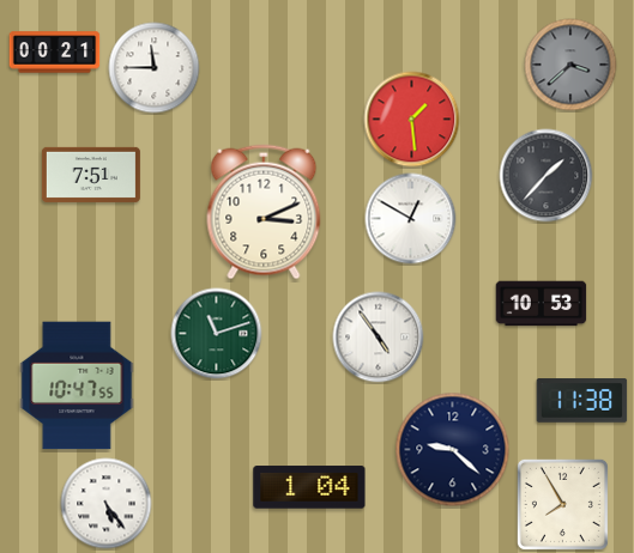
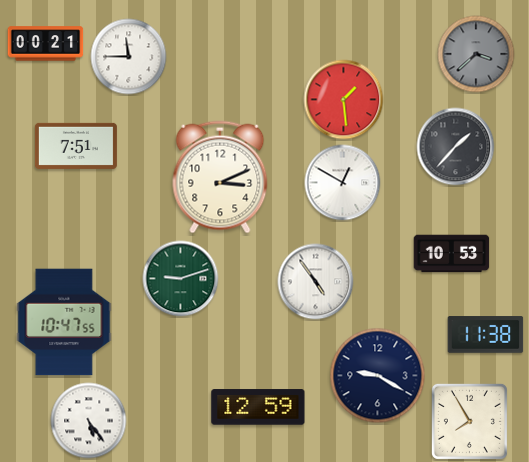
clock at (217, 334): 11:12 -> 9:12
clock at (453, 450): 9:22 -> 9:20
clock at (309, 487): 1:04 -> 12:59
